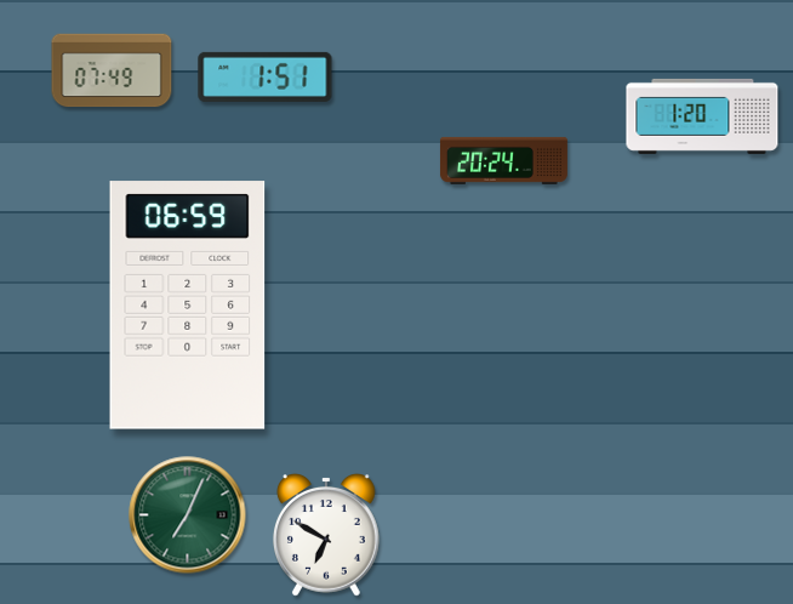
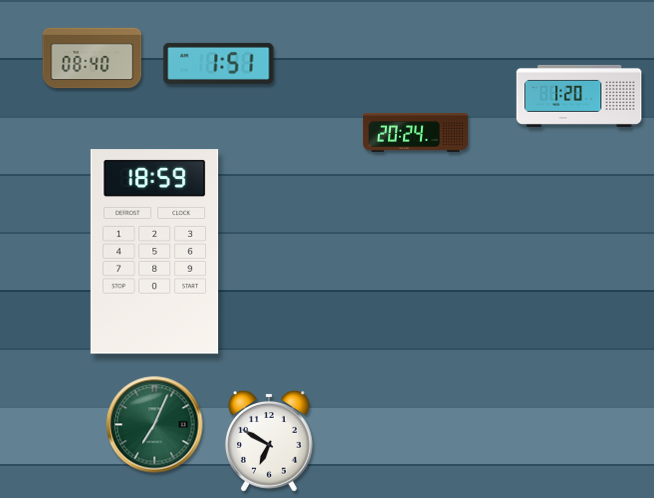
clock at (112, 70): 07:49 -> 08:40
clock at (188, 306): 06:59 -> 18:59
